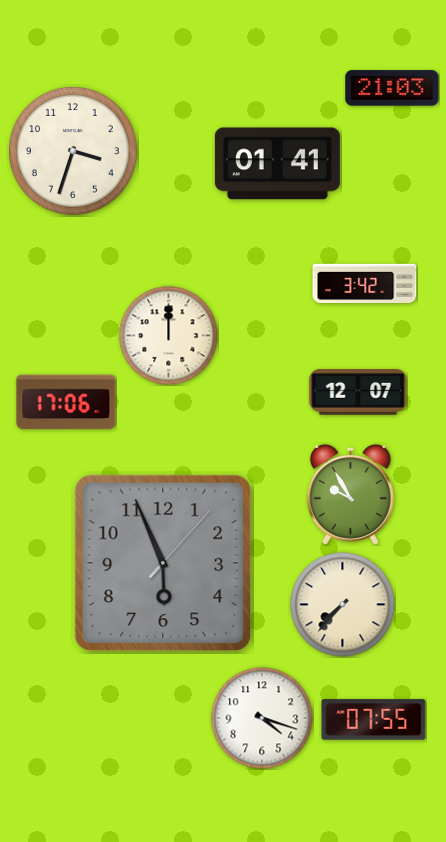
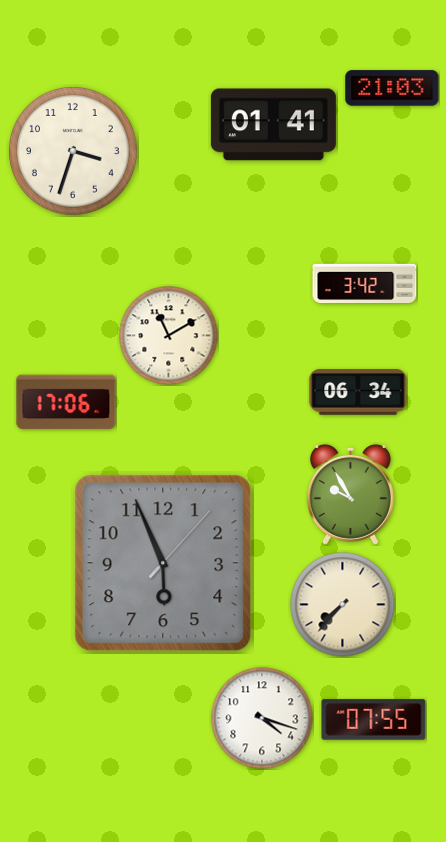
clock at (277, 164) position: (277, 164) -> (273, 125)
clock at (169, 336): 12:00 -> 11:10
clock at (358, 393): 12:07 -> 06:34
